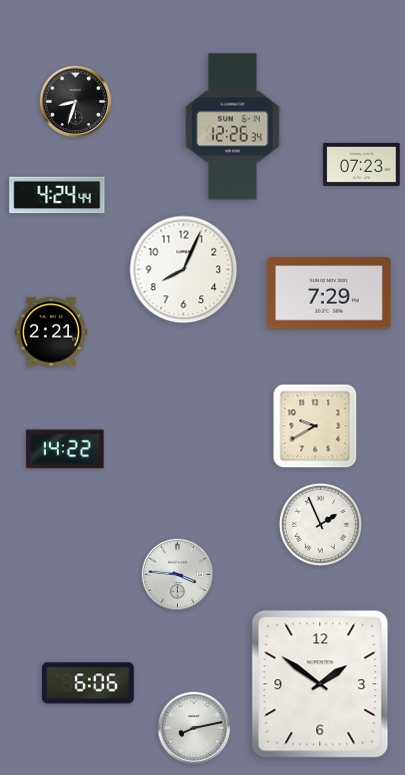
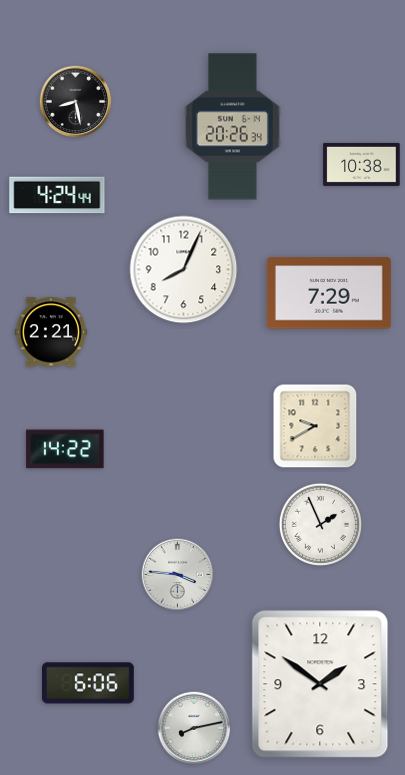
clock at (76, 102): 8:33 -> 8:28
clock at (232, 127): 12:26 -> 20:26
clock at (362, 164): 07:23 -> 10:38
